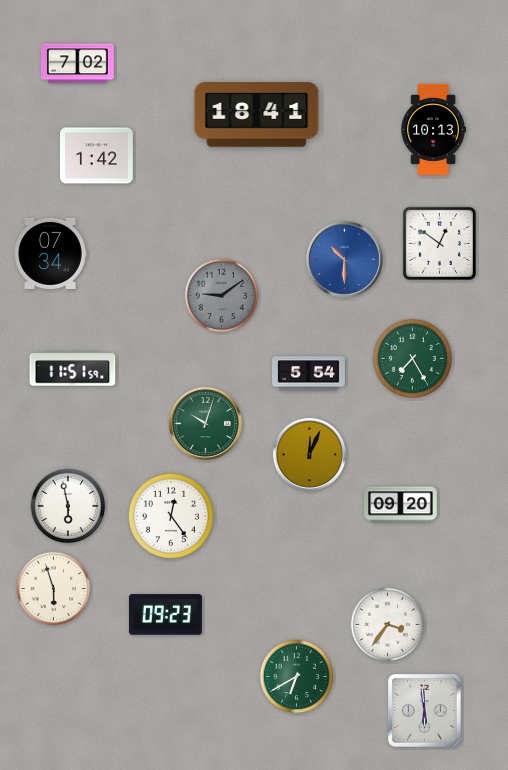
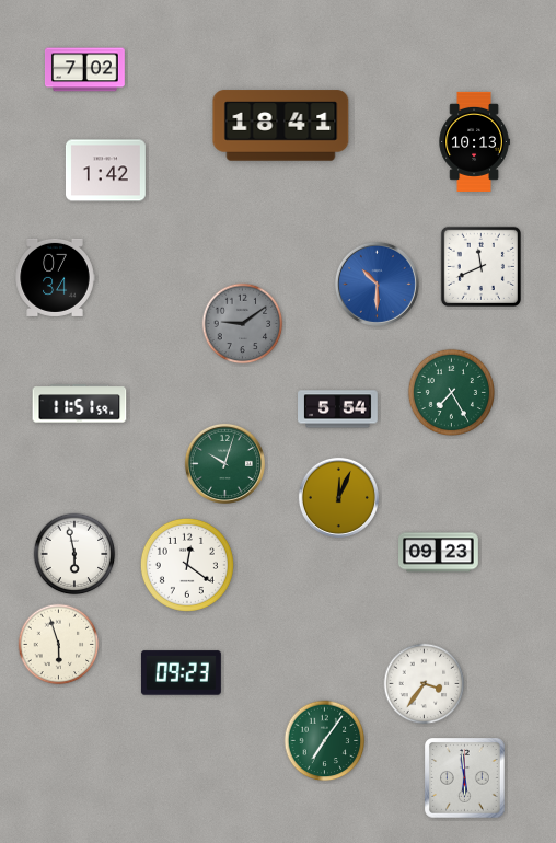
clock at (439, 243): 12:51 -> 11:41
clock at (401, 505): 09:20 -> 09:23
clock at (171, 516): 12:24 -> 12:21
clock at (297, 677): 6:40 -> 7:06
